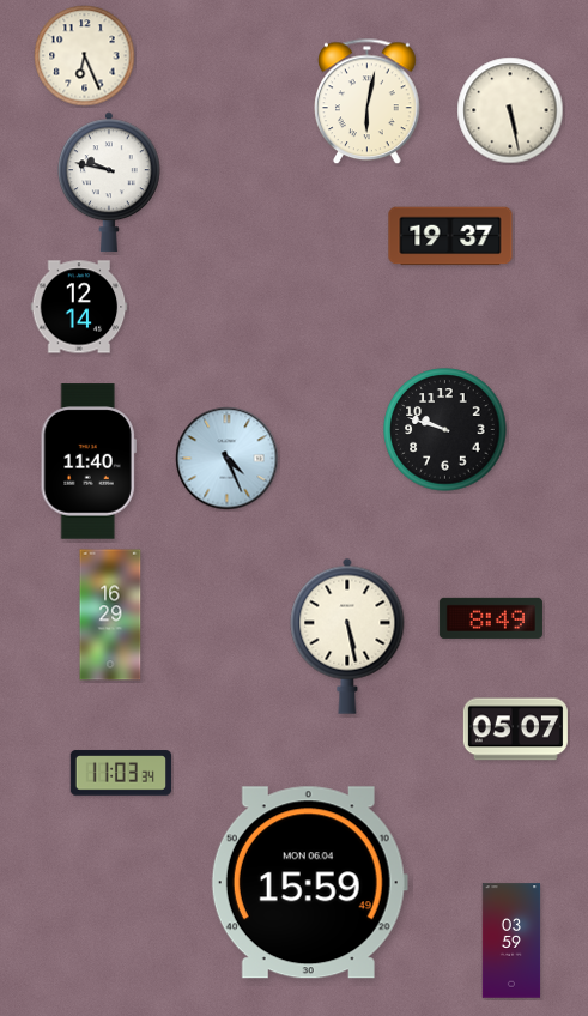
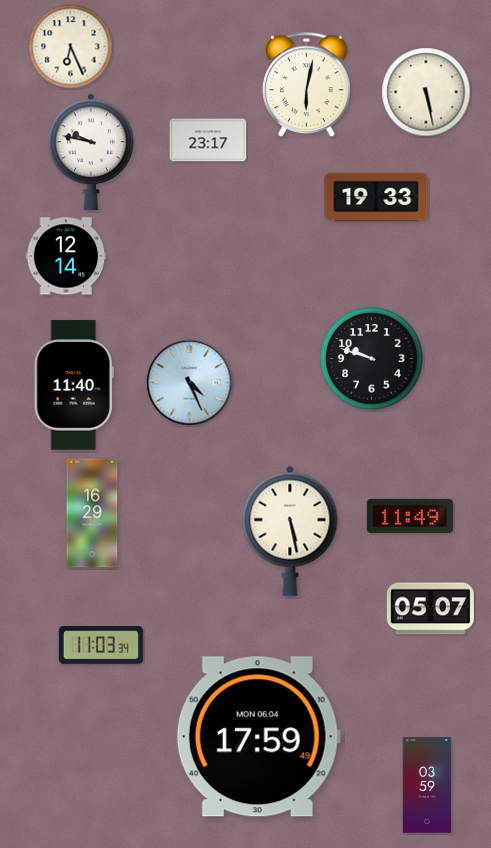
clock at (208, 140): none -> 23:17
clock at (450, 236): 19:37 -> 19:33
clock at (491, 618): 8:49 -> 11:49
clock at (309, 883): 15:59 -> 17:59
